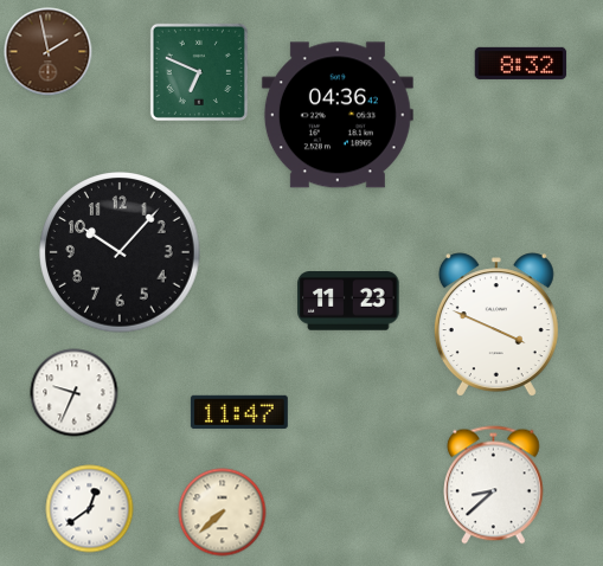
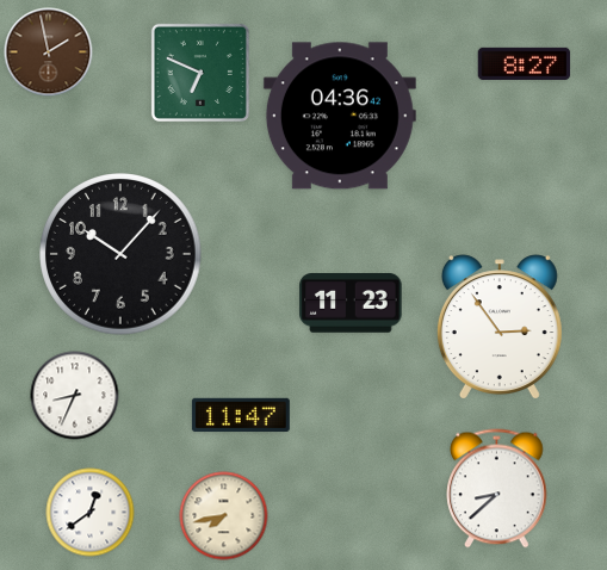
clock at (521, 63): 8:32 -> 8:27
clock at (496, 324): 3:49 -> 2:54
clock at (75, 393): 9:34 -> 8:34
clock at (223, 513): 7:38 -> 7:43
